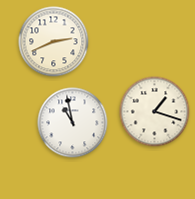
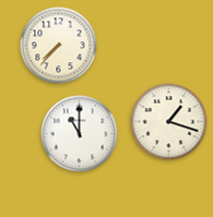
clock at (54, 42): 2:41 -> 7:37
clock at (73, 123): 10:58 -> 11:00
